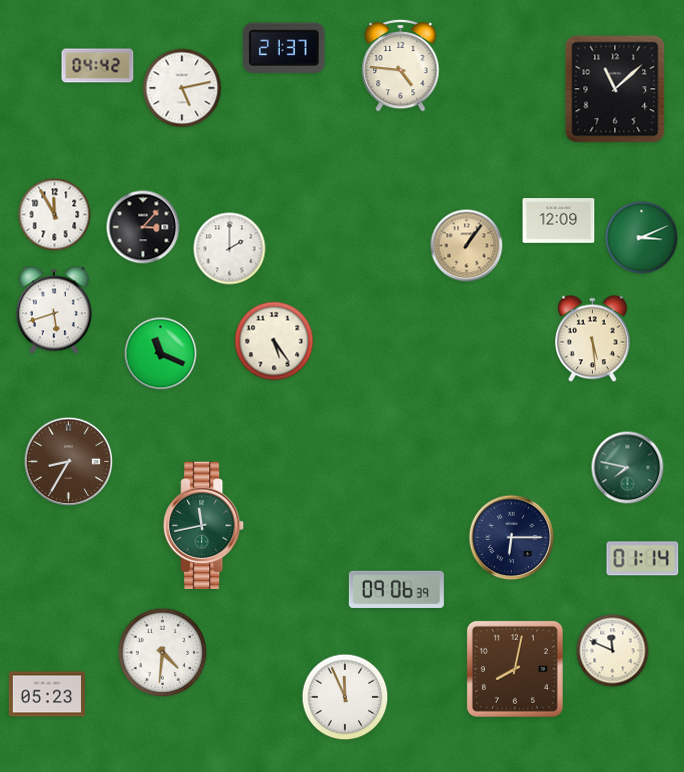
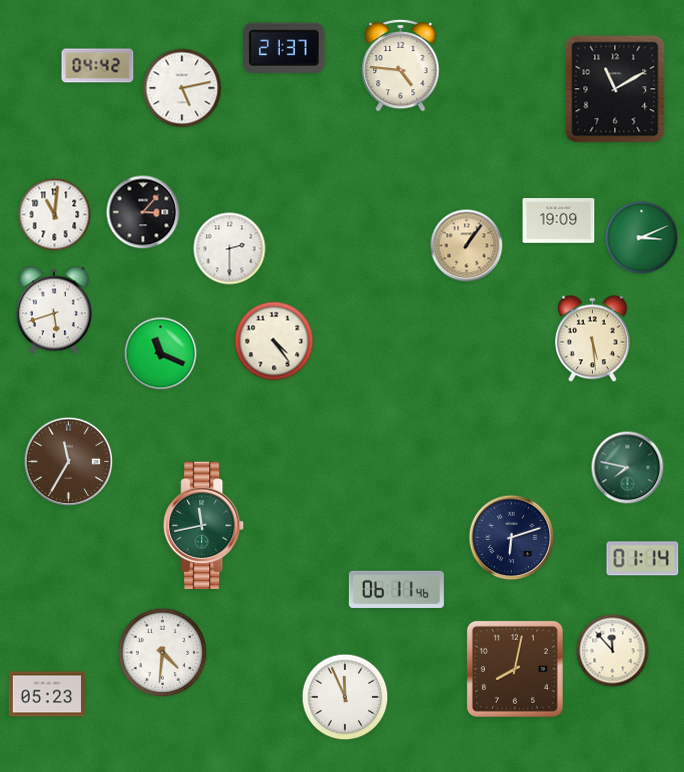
clock at (615, 89): 11:08 -> 11:10
clock at (55, 215): 11:55 -> 11:01
clock at (559, 221): 12:09 -> 19:09
clock at (143, 227) position: (143, 227) -> (143, 212)
clock at (230, 249): 2:00 -> 2:30
clock at (274, 341): 5:24 -> 4:24
clock at (69, 462): 8:35 -> 11:35
clock at (512, 538): 6:15 -> 6:12
clock at (396, 589): 09:06 -> 06:11
clock at (613, 651): 11:49 -> 11:53
